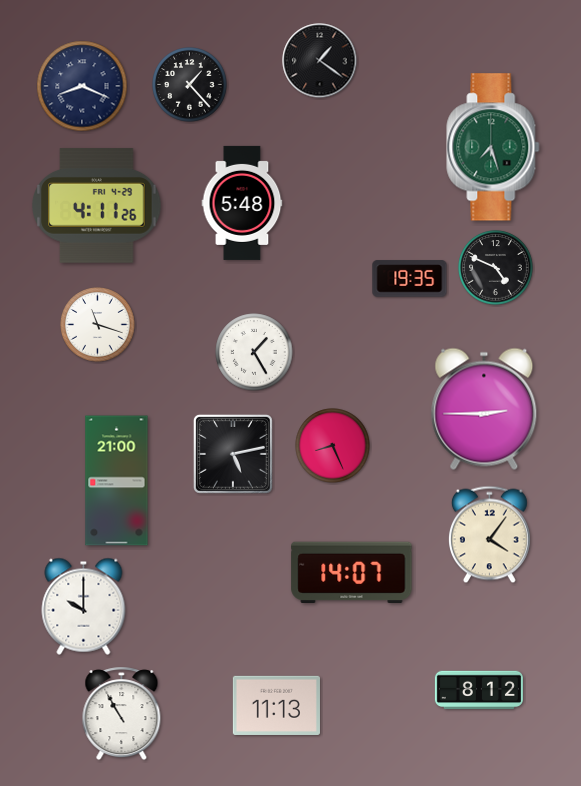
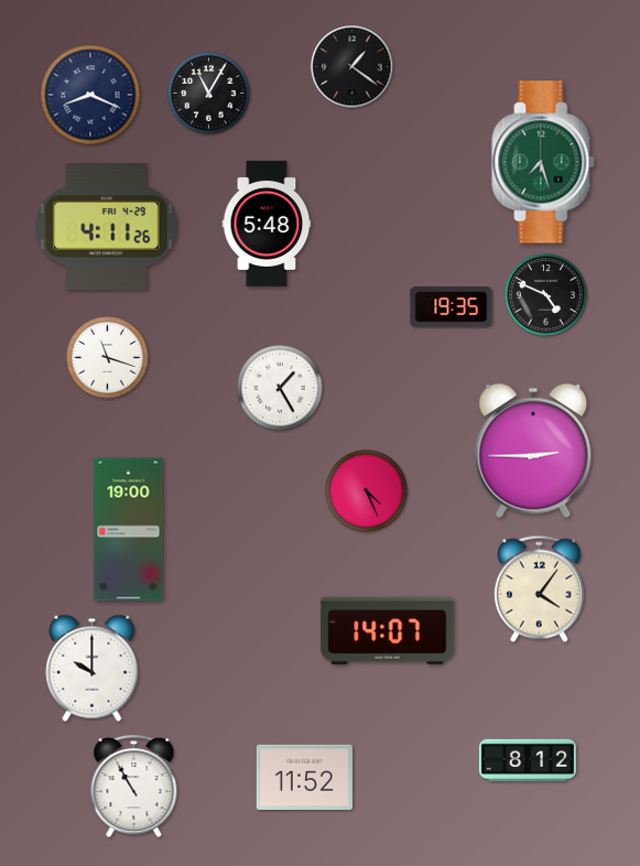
clock at (190, 85): 1:23 -> 11:05
clock at (333, 446): 8:26 -> 4:26
clock at (233, 454): 5:13 -> none
clock at (117, 481): 21:00 -> 19:00
clock at (276, 705): 11:13 -> 11:52
